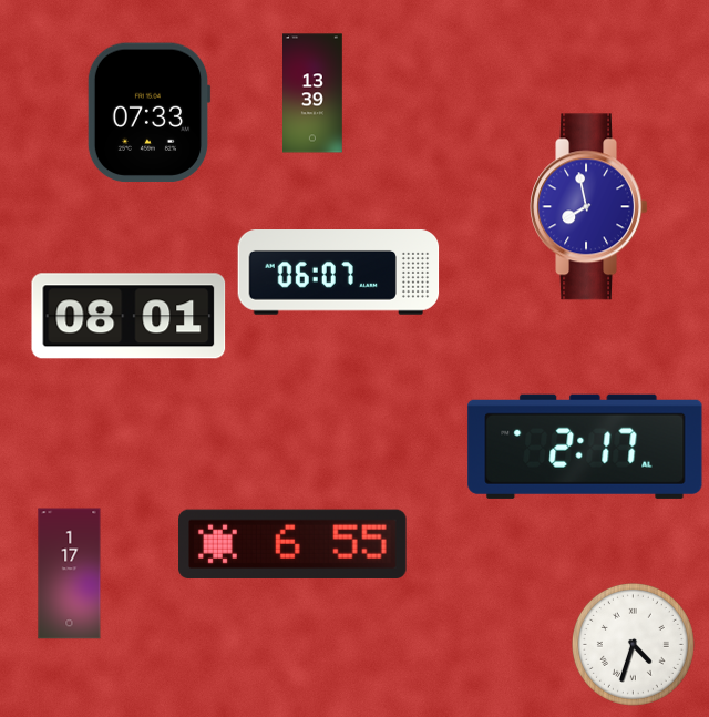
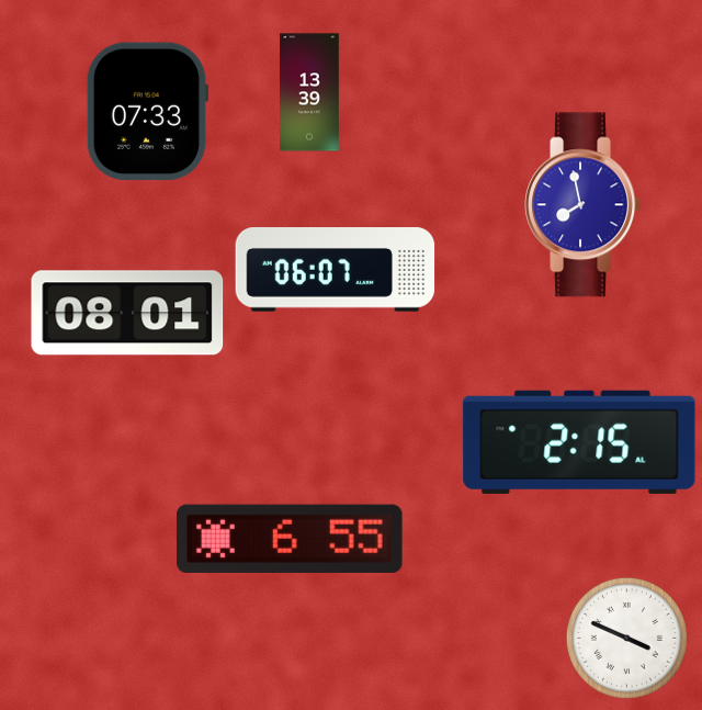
clock at (585, 447): 2:17 -> 2:15
clock at (70, 574): 1:17 -> none
clock at (633, 644): 4:33 -> 3:49
